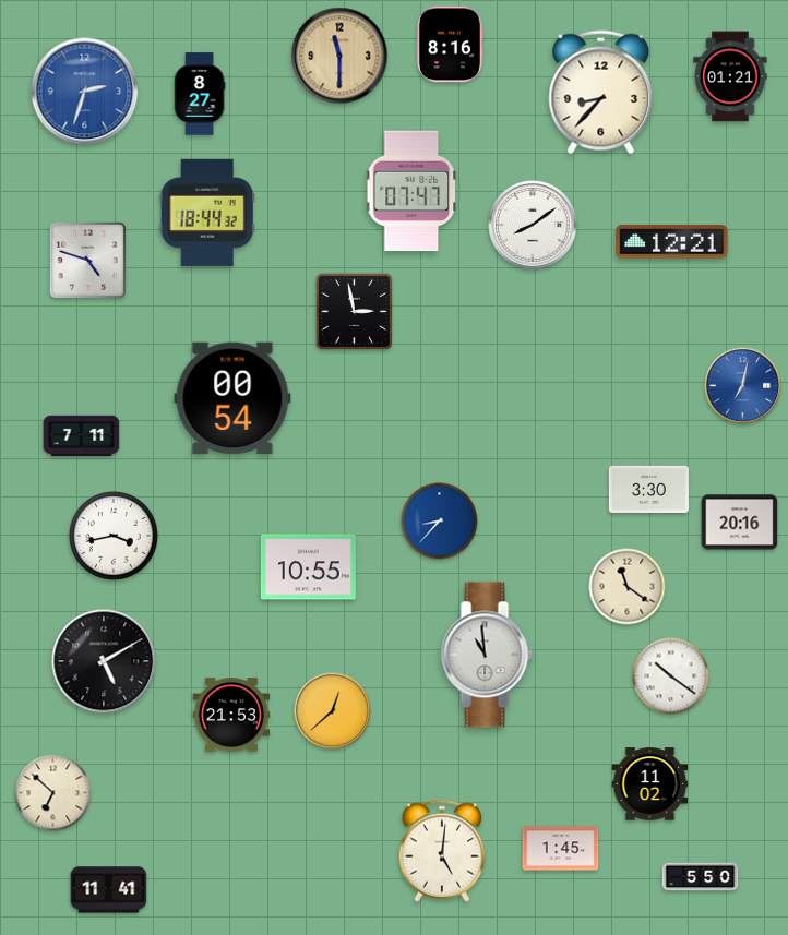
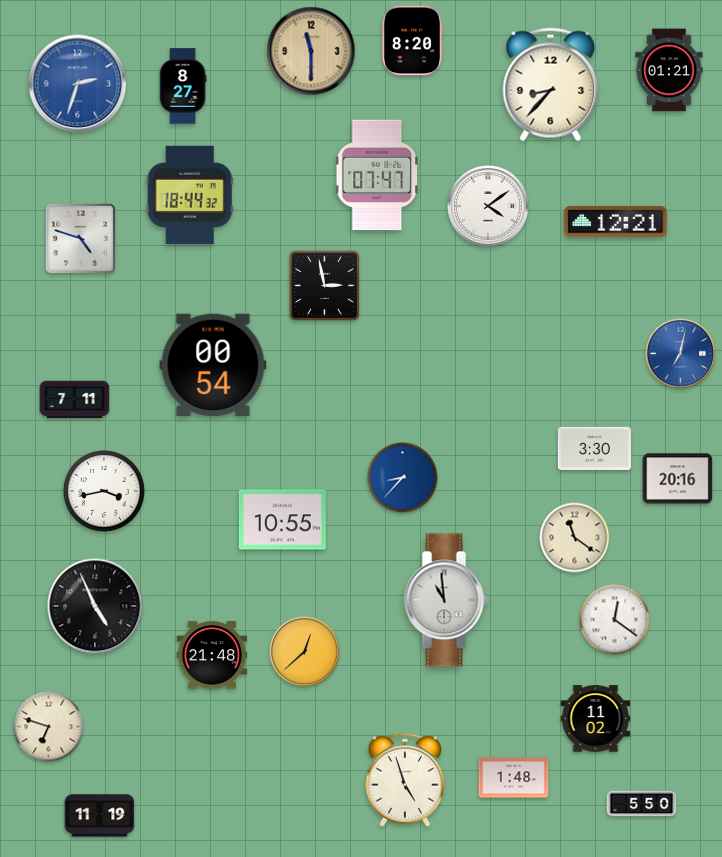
clock at (450, 45): 8:16 -> 8:20
clock at (533, 225): 8:09 -> 4:09
clock at (104, 661): 5:10 -> 4:56
clock at (671, 676): 10:21 -> 12:21
clock at (231, 715): 21:53 -> 21:48
clock at (53, 793): 6:52 -> 6:48
clock at (561, 849): 1:45 -> 1:48
clock at (442, 851): 5:01 -> 4:57
clock at (109, 890): 11:41 -> 11:19
